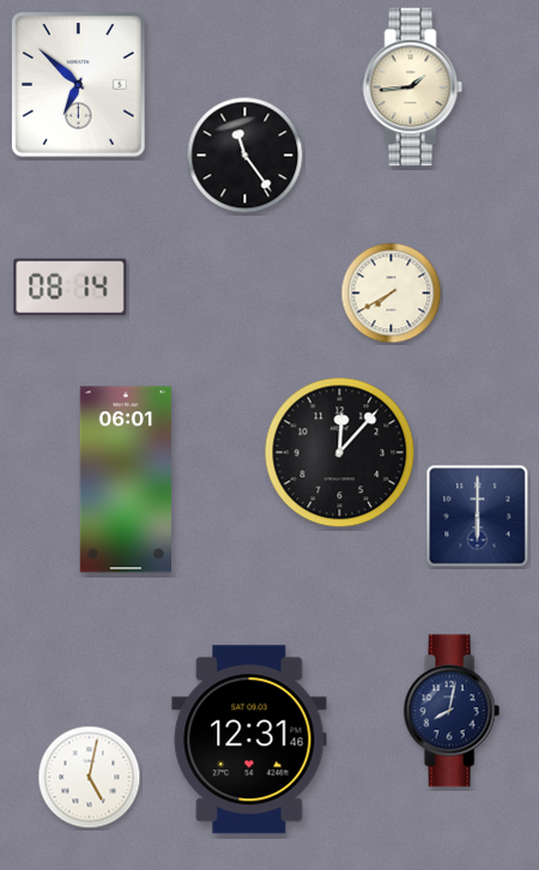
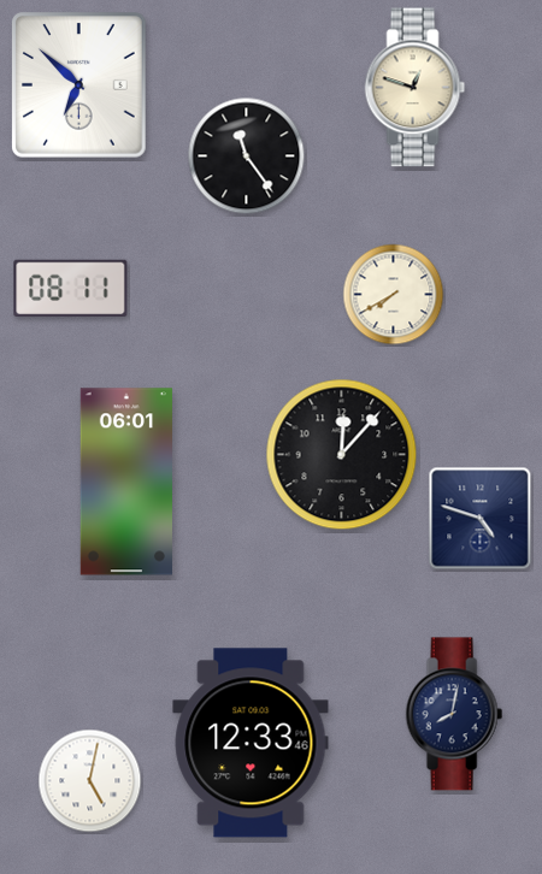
clock at (413, 87): 1:44 -> 12:48
clock at (71, 288): 08:14 -> 08:11
clock at (478, 516): 6:00 -> 4:48
clock at (249, 739): 12:31 -> 12:33
